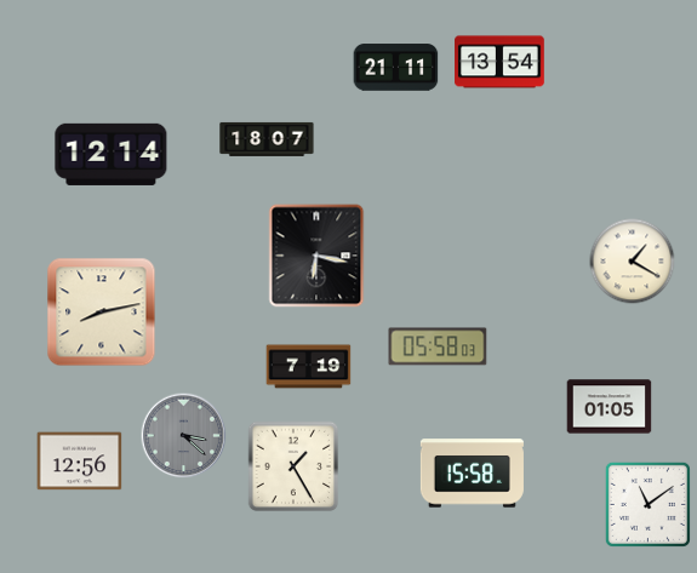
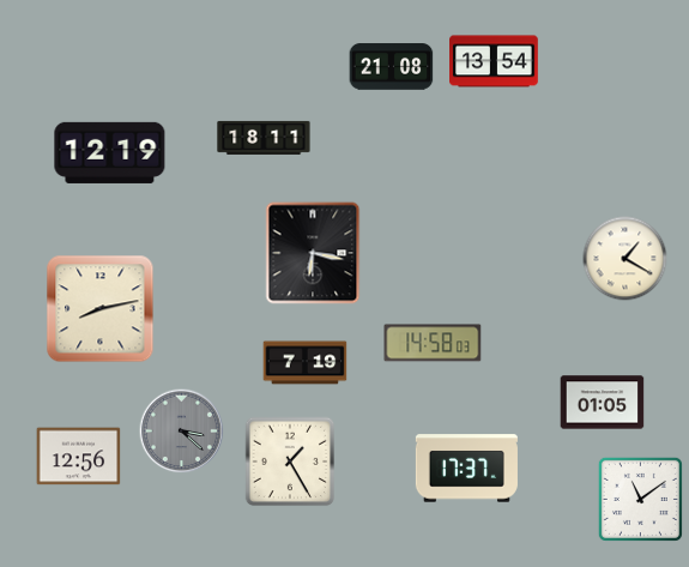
clock at (396, 68): 21:11 -> 21:08
clock at (267, 139): 18:07 -> 18:11
clock at (112, 154): 12:14 -> 12:19
clock at (438, 346): 05:58 -> 14:58
clock at (472, 474): 15:58 -> 17:37
